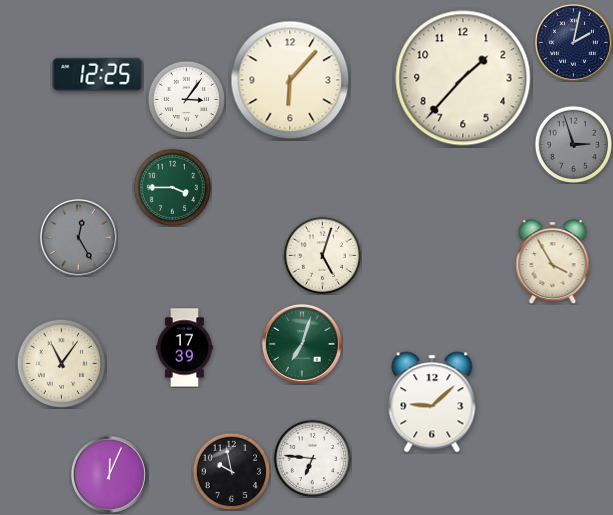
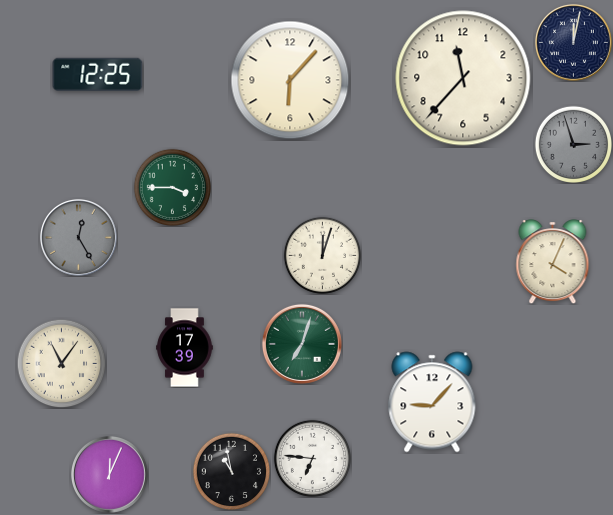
clock at (573, 42): 2:02 -> 12:02
clock at (463, 78): 1:37 -> 11:37
clock at (186, 99): 3:06 -> none
clock at (322, 255): 5:03 -> 12:03
clock at (553, 262): 3:55 -> 4:04
clock at (432, 402): 9:08 -> 9:07
clock at (231, 471): 9:58 -> 10:58
